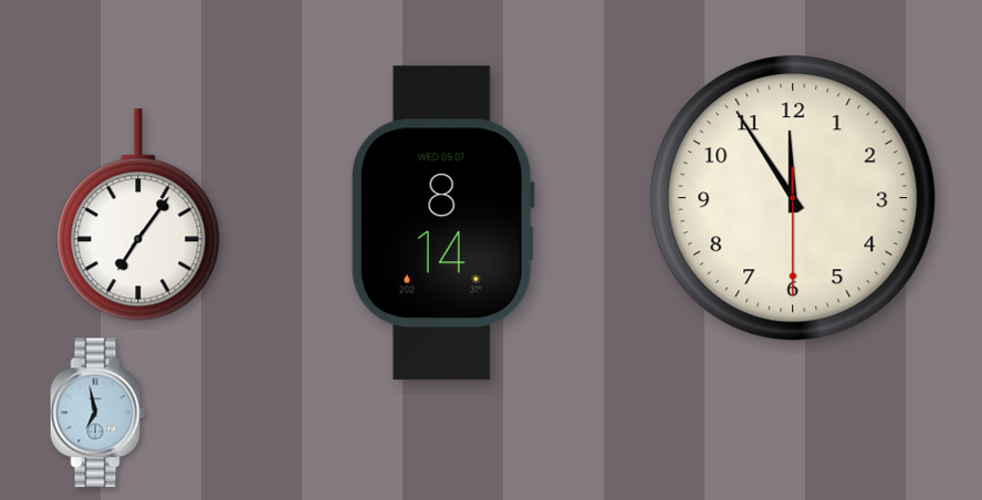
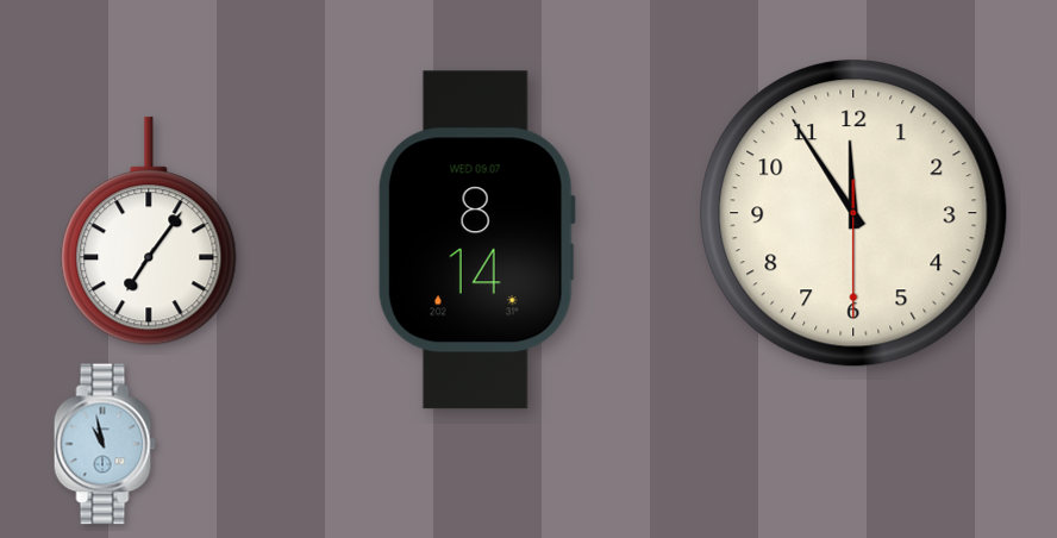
clock at (97, 413): 6:58 -> 10:58
